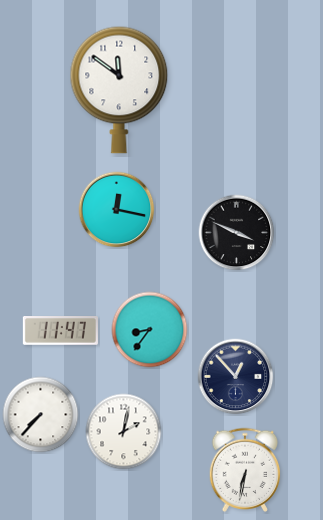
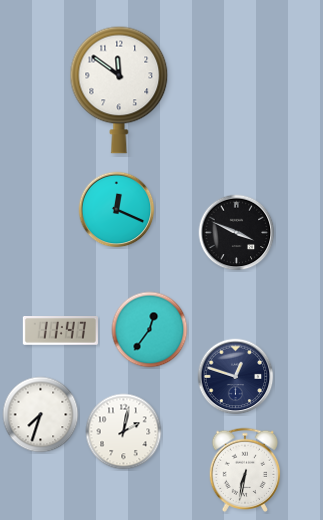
clock at (117, 210): 12:17 -> 12:19
clock at (150, 330): 8:36 -> 12:36
clock at (236, 377): 12:53 -> 12:48
clock at (41, 415): 7:37 -> 7:33
